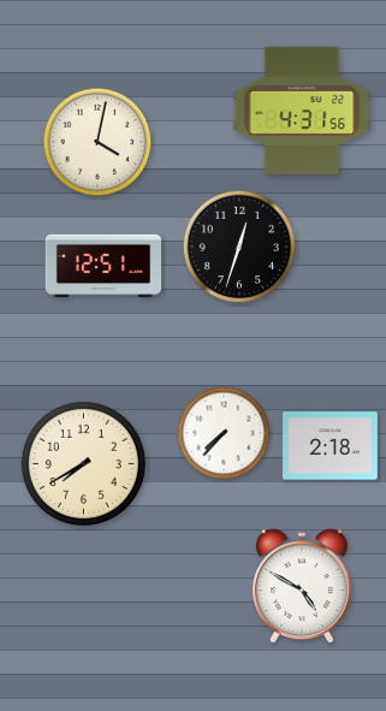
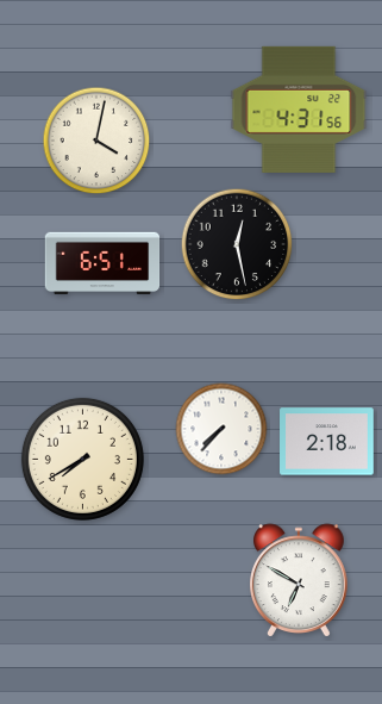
clock at (239, 247): 12:33 -> 12:28
clock at (103, 266): 12:51 -> 6:51
clock at (303, 586): 4:50 -> 6:50
